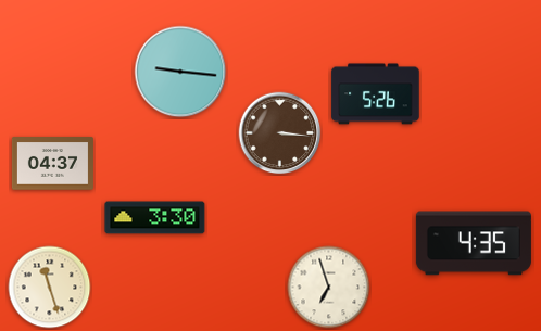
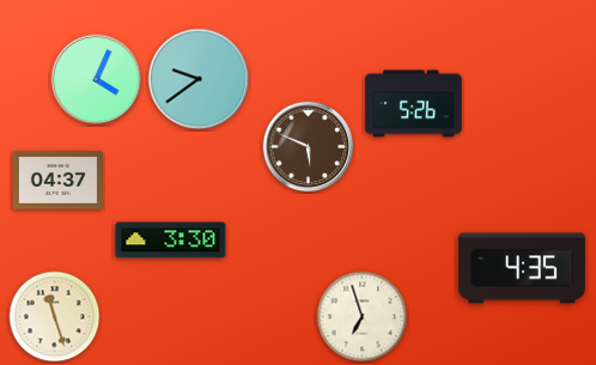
clock at (180, 72): 9:16 -> 9:39
clock at (97, 80): none -> 4:04
clock at (280, 133): 3:16 -> 5:49
